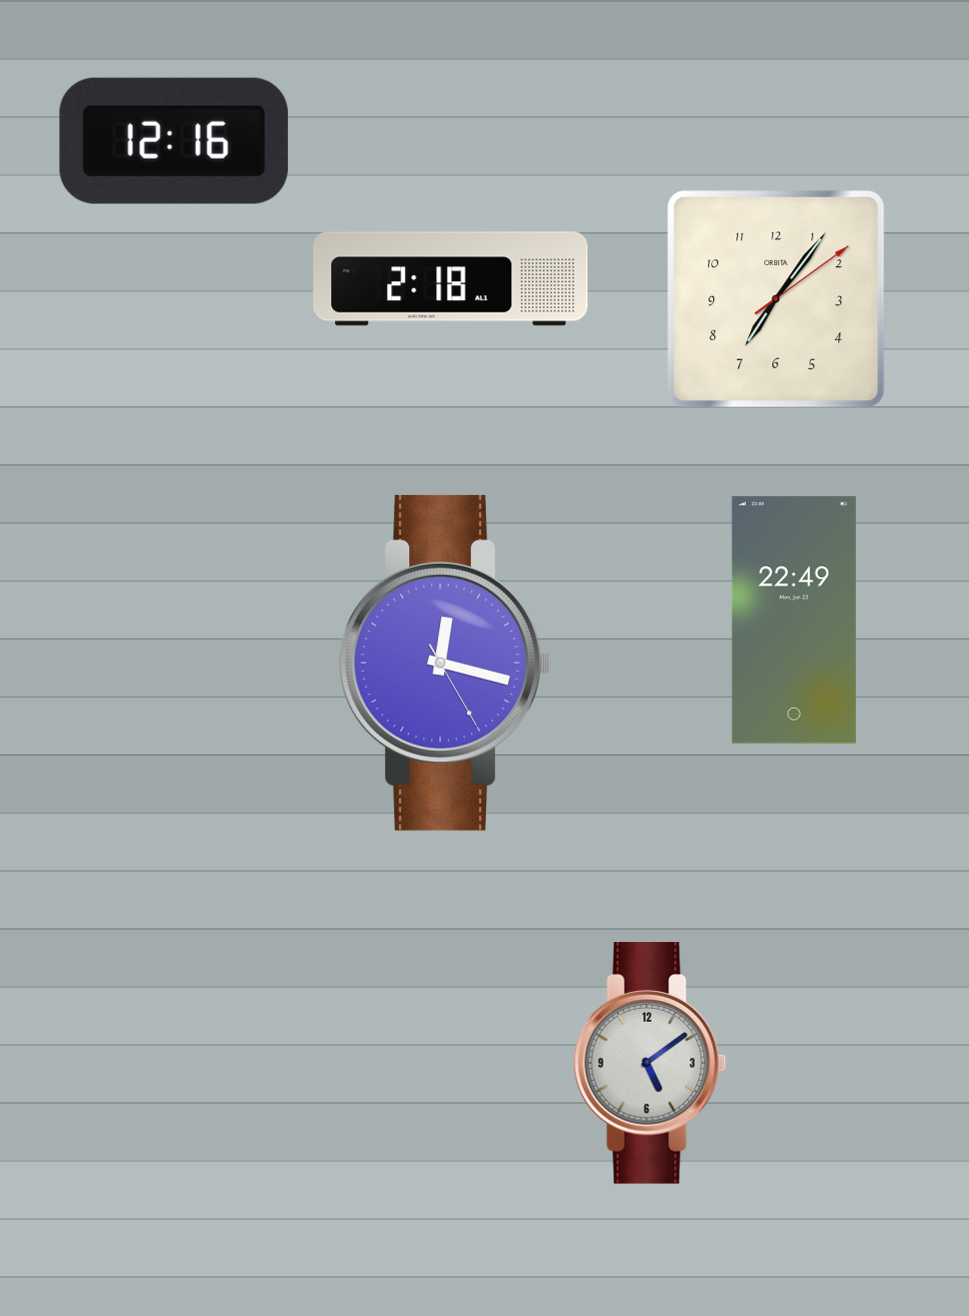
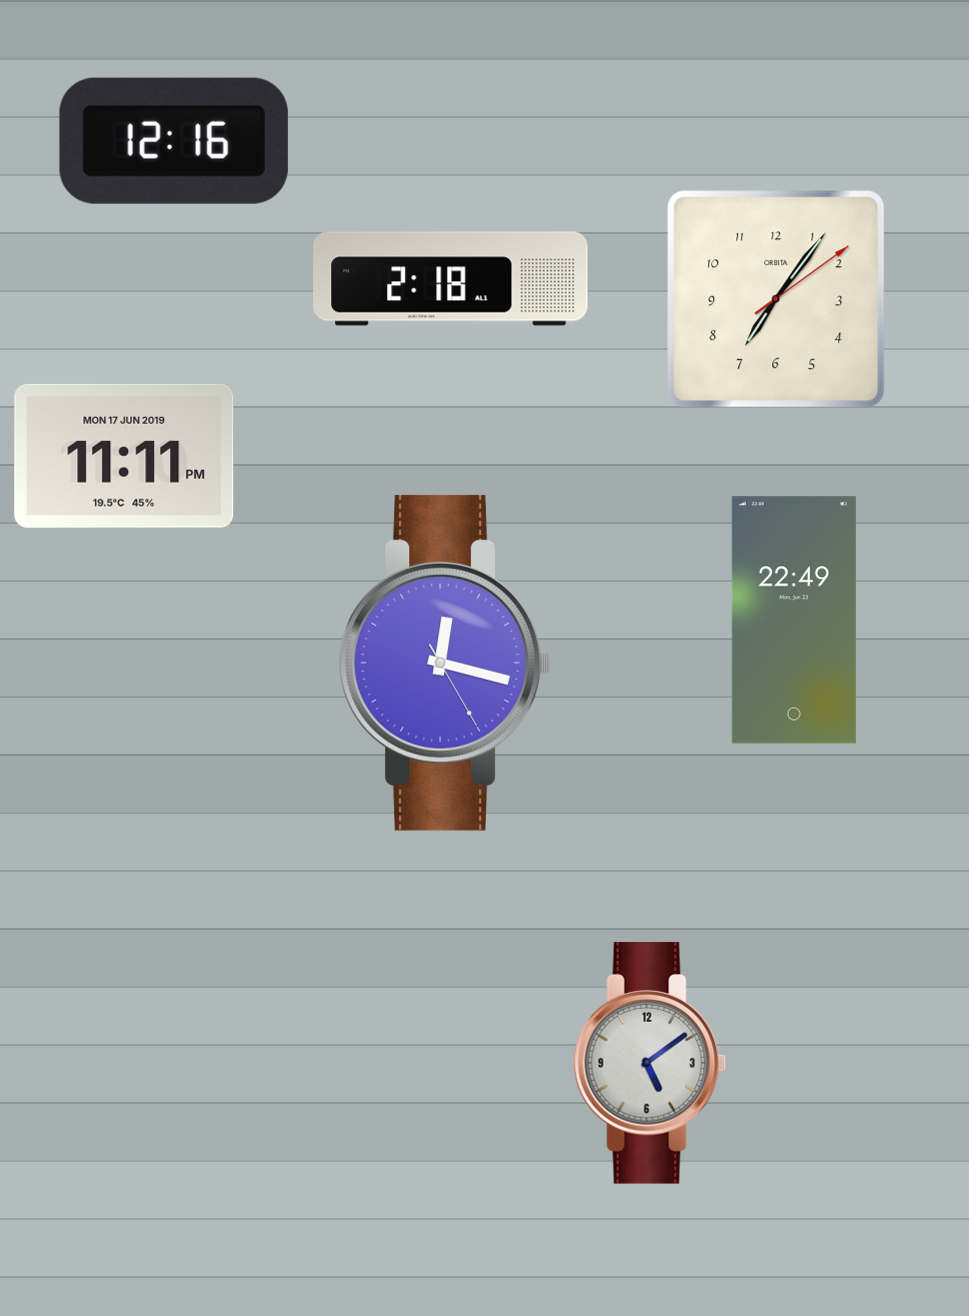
clock at (124, 456): none -> 11:11
